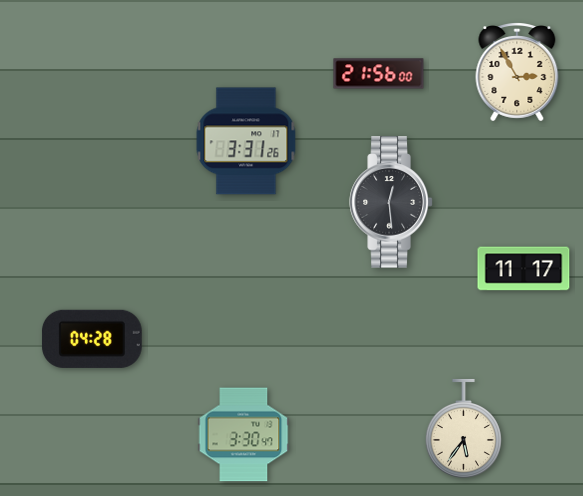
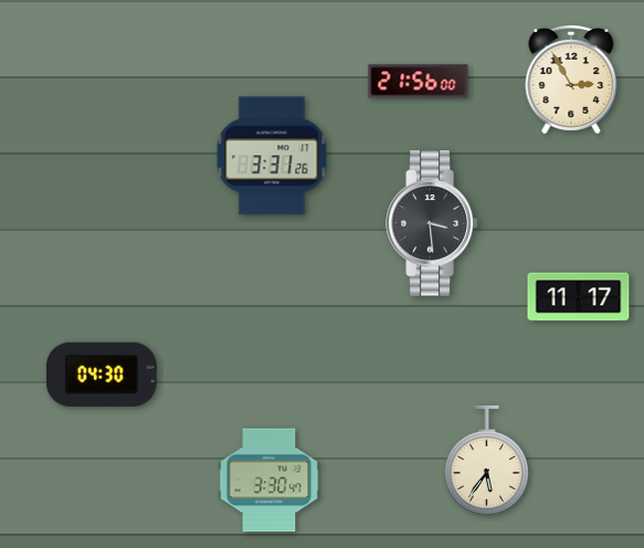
clock at (391, 202): 12:29 -> 3:29
clock at (92, 339): 04:28 -> 04:30
clock at (463, 428) position: (463, 428) -> (486, 460)
